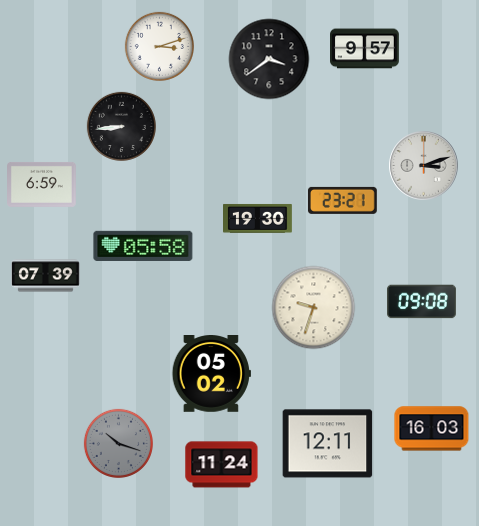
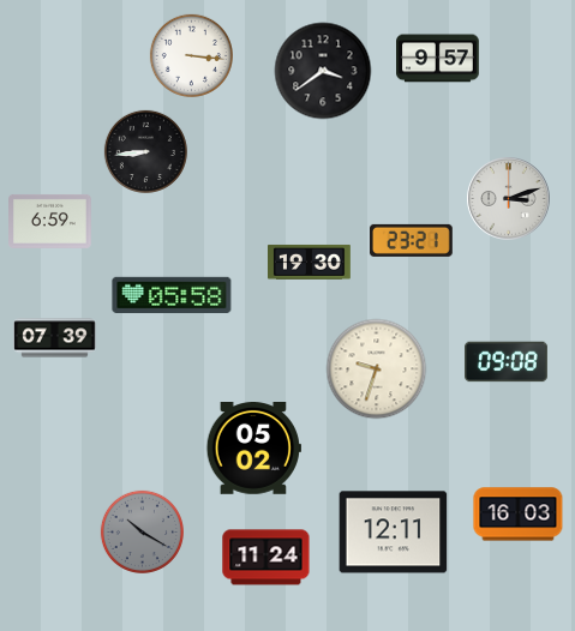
clock at (159, 46): 3:12 -> 3:16
clock at (46, 276) position: (46, 276) -> (55, 338)
clock at (118, 443): 10:18 -> 10:20
